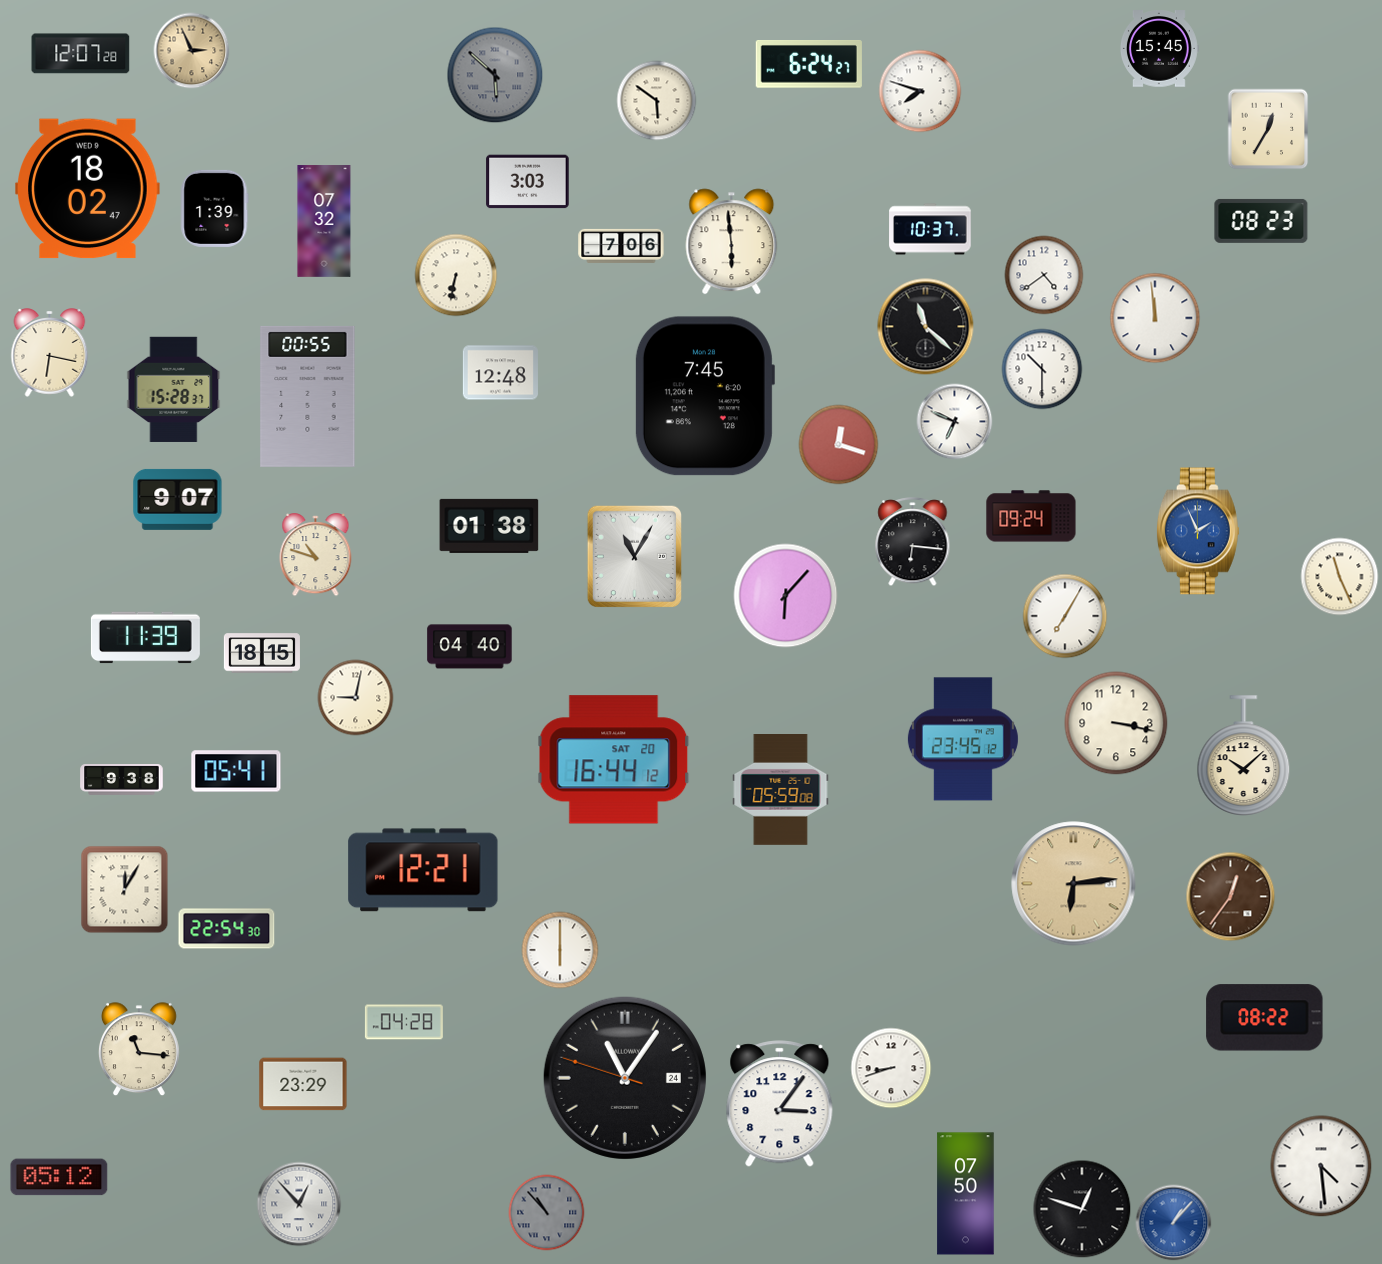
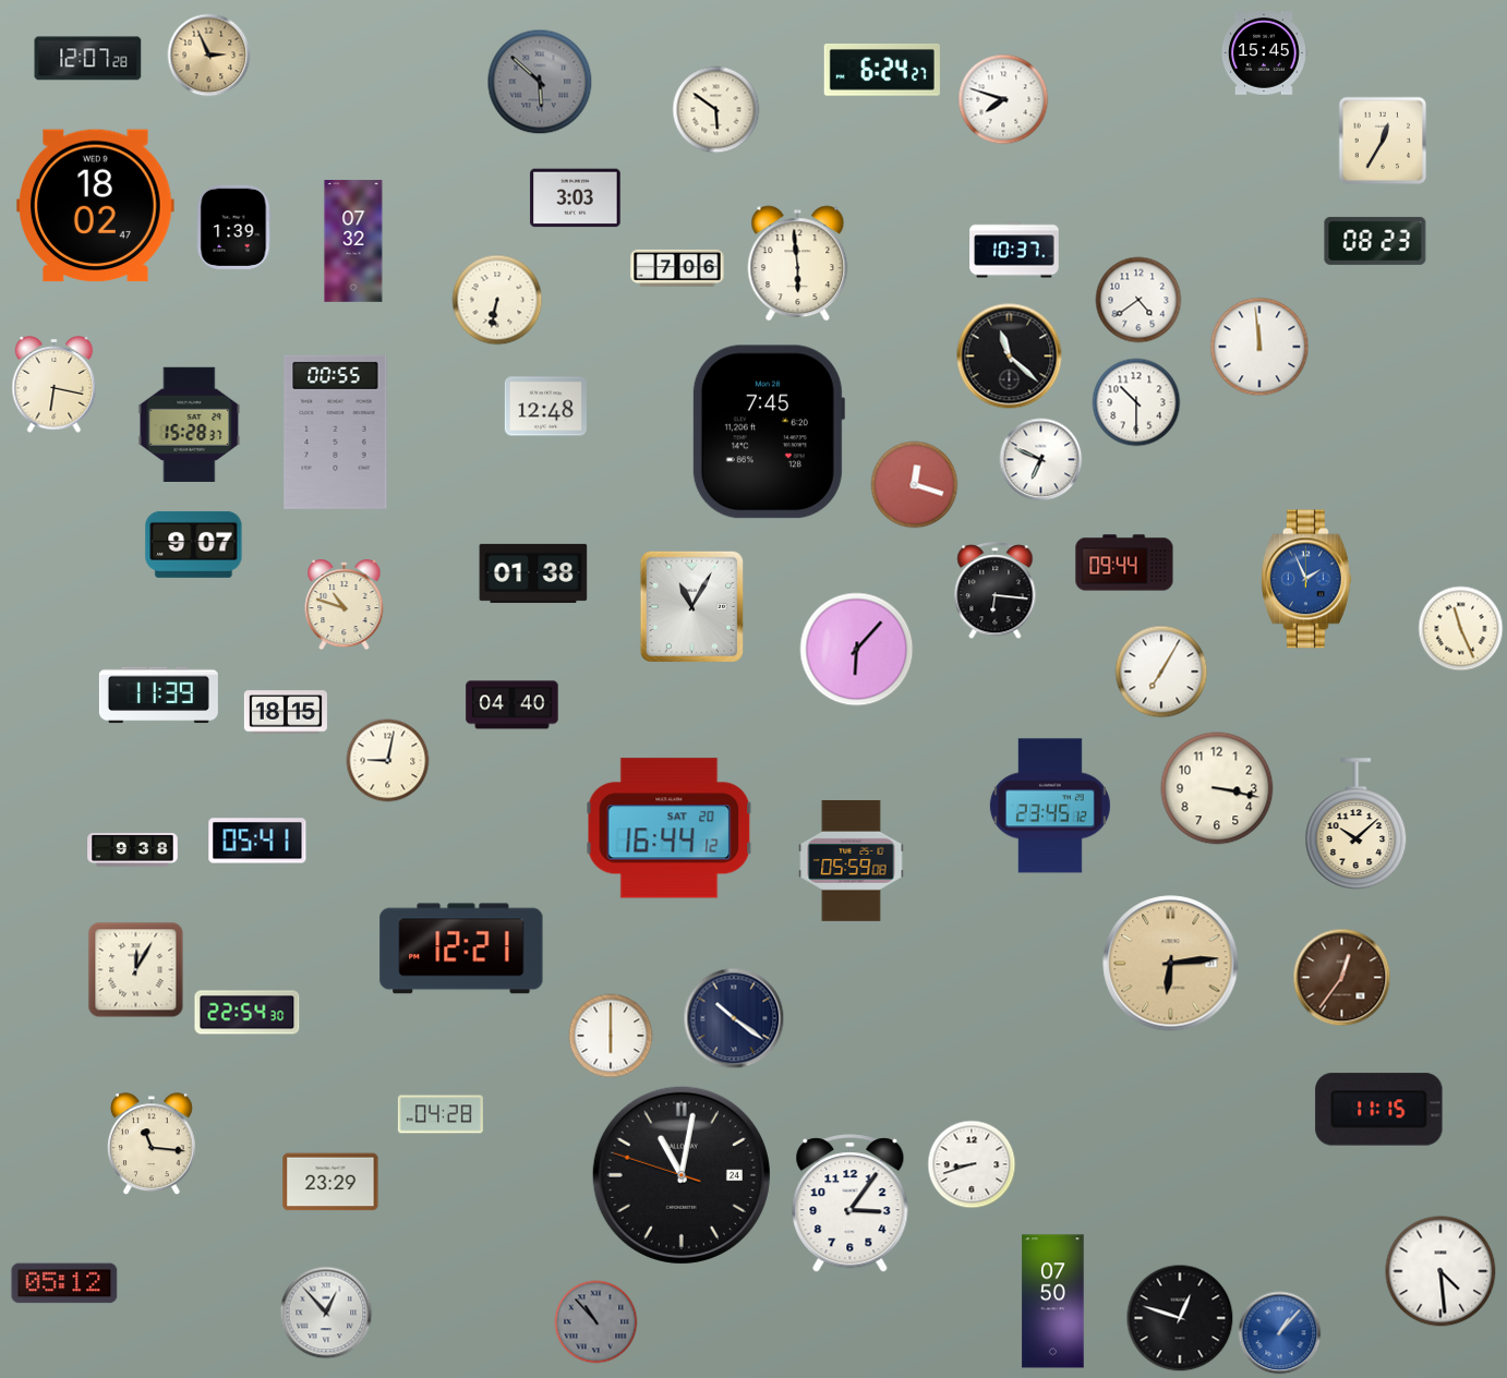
clock at (1031, 516): 09:24 -> 09:44
clock at (734, 1018): none -> 10:21
clock at (1265, 1018): 08:22 -> 11:15
clock at (625, 1078): 11:05 -> 11:01
